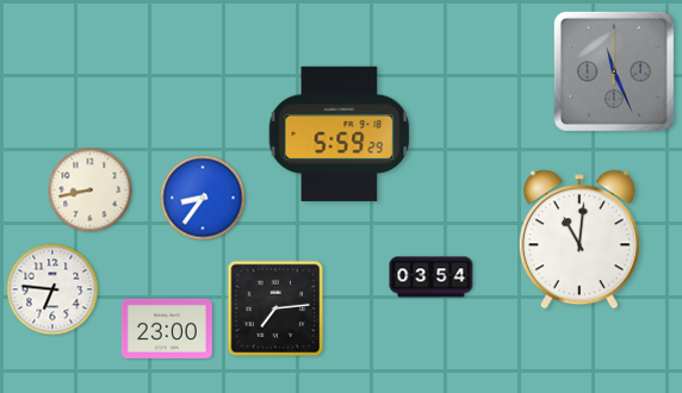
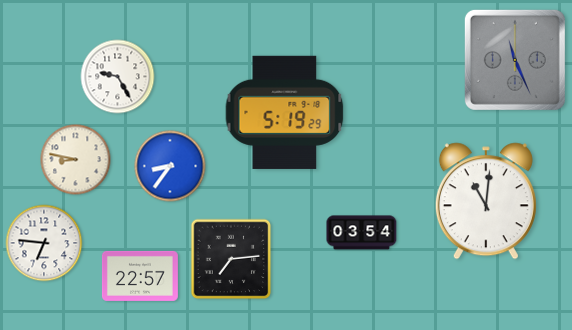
clock at (118, 77): none -> 9:25
clock at (340, 133): 5:59 -> 5:19
clock at (91, 191): 8:43 -> 8:47
clock at (167, 329): 23:00 -> 22:57
